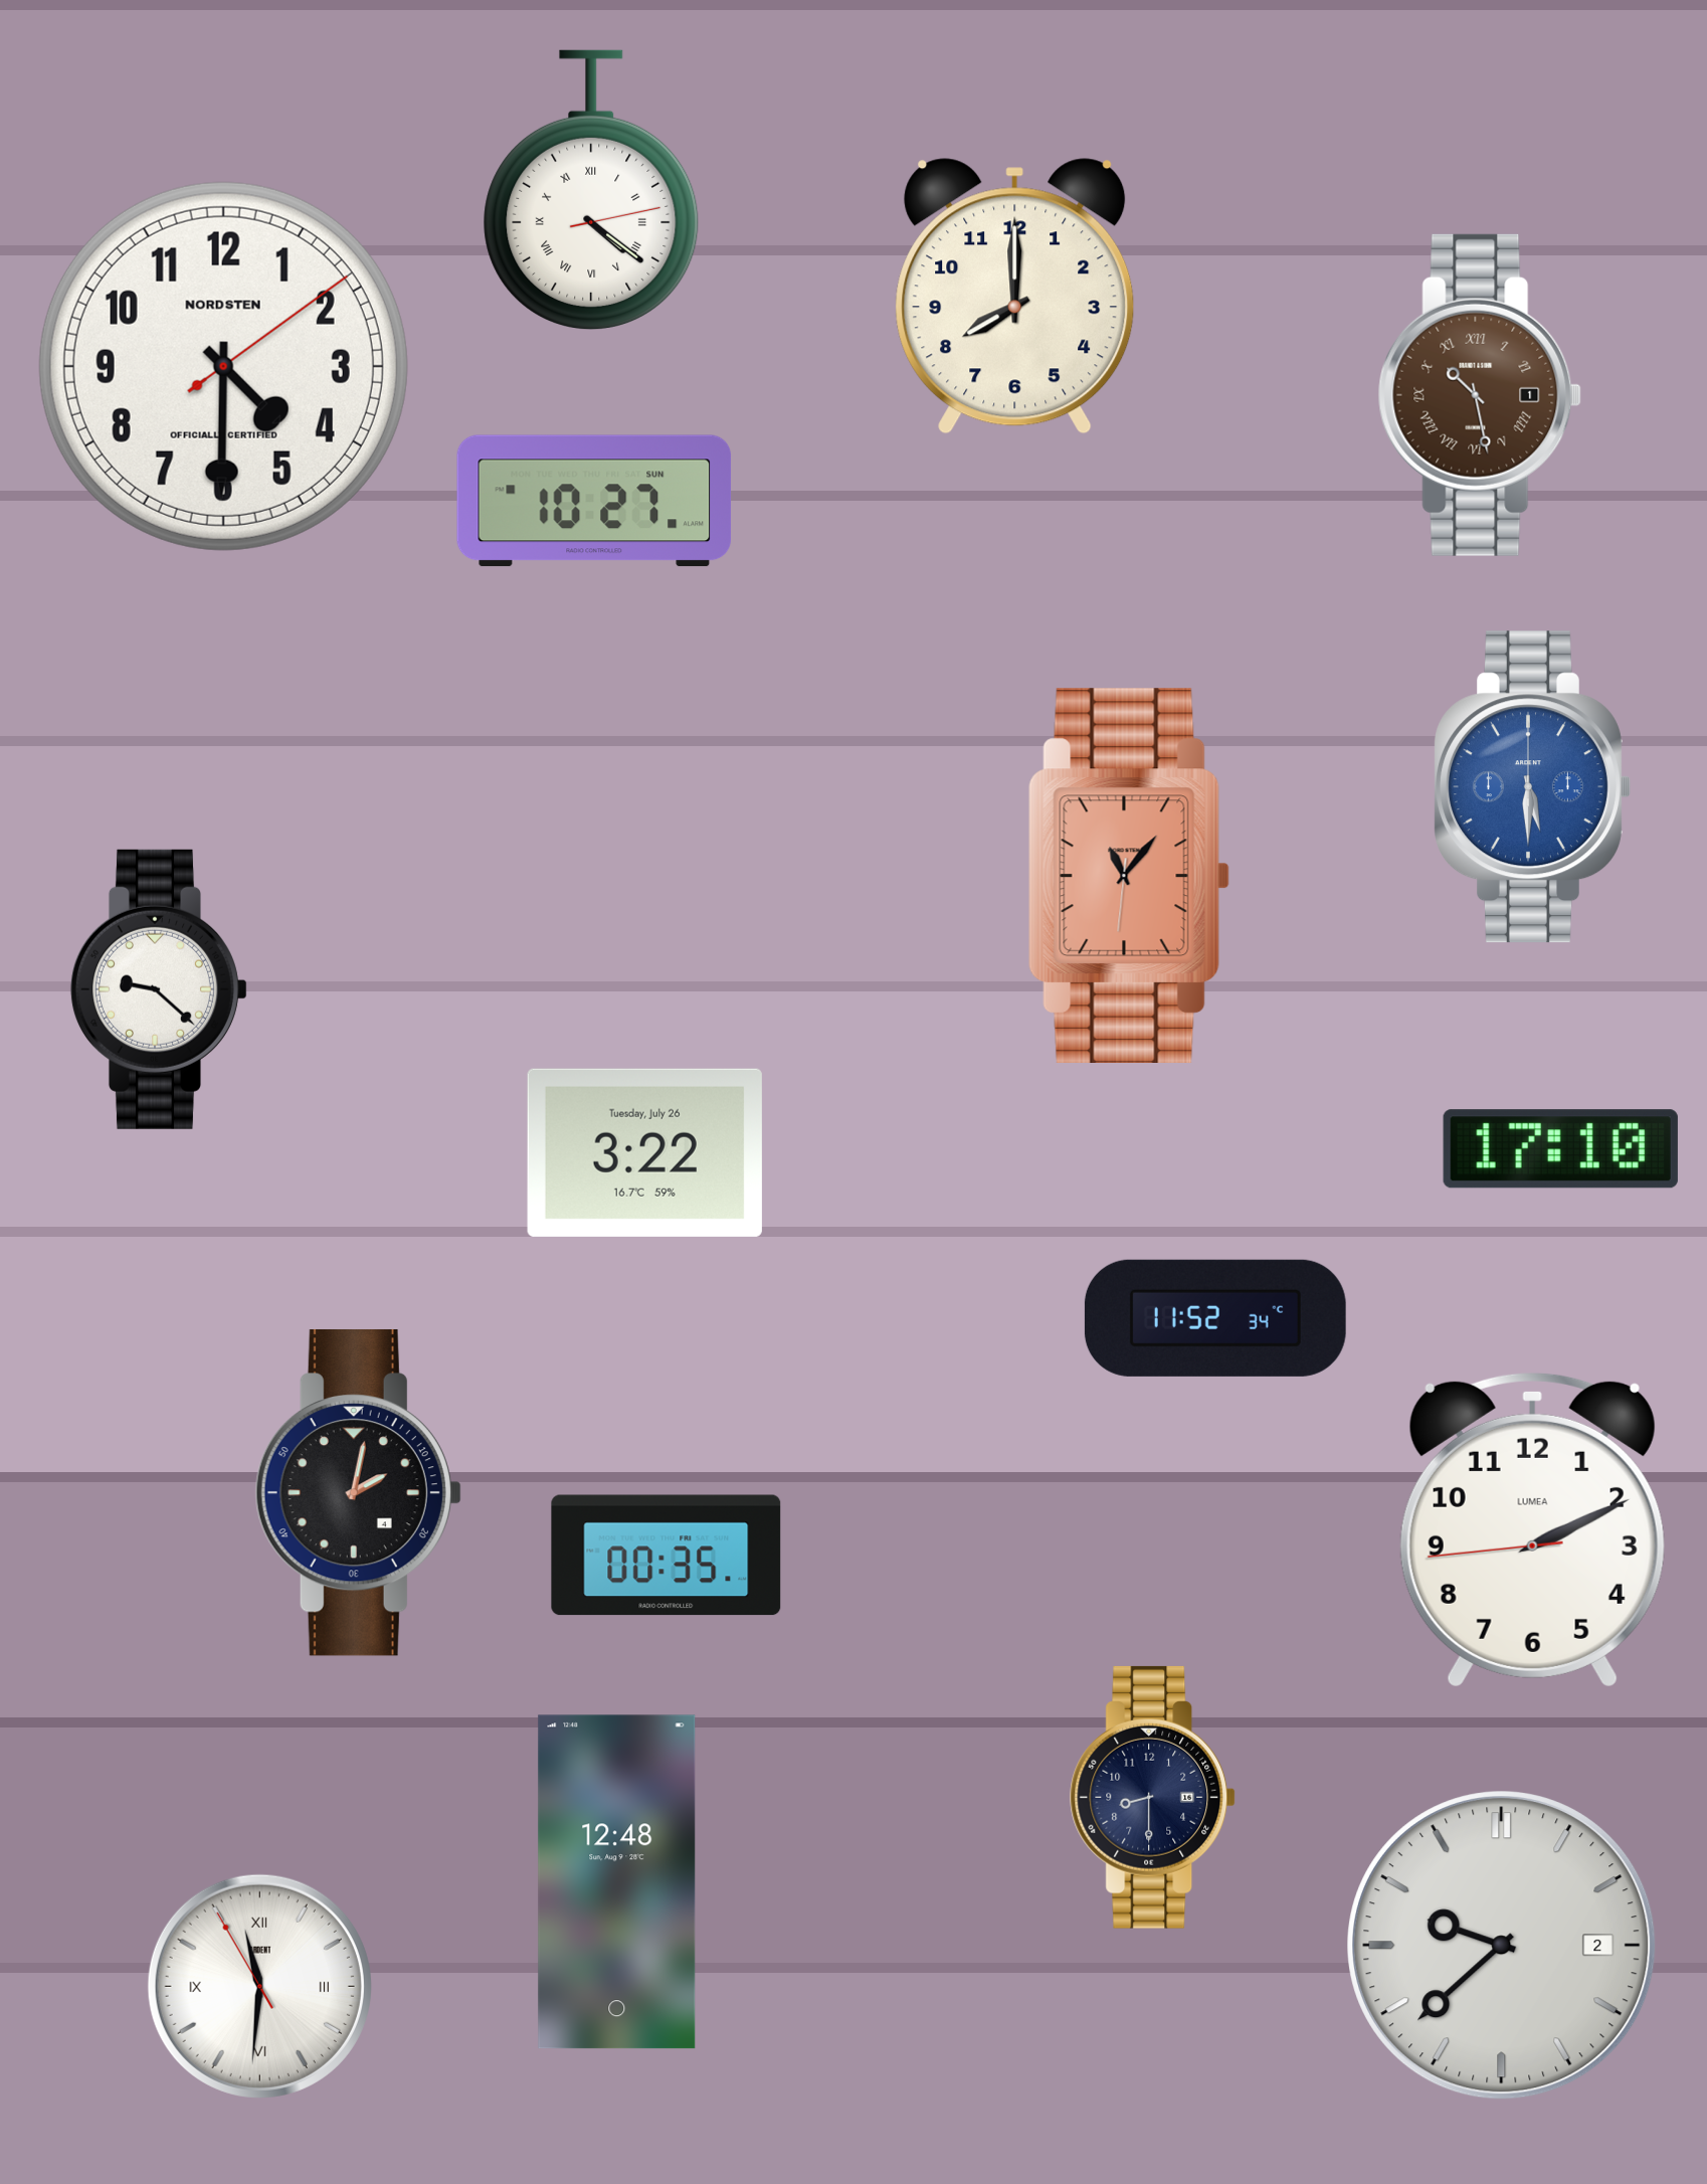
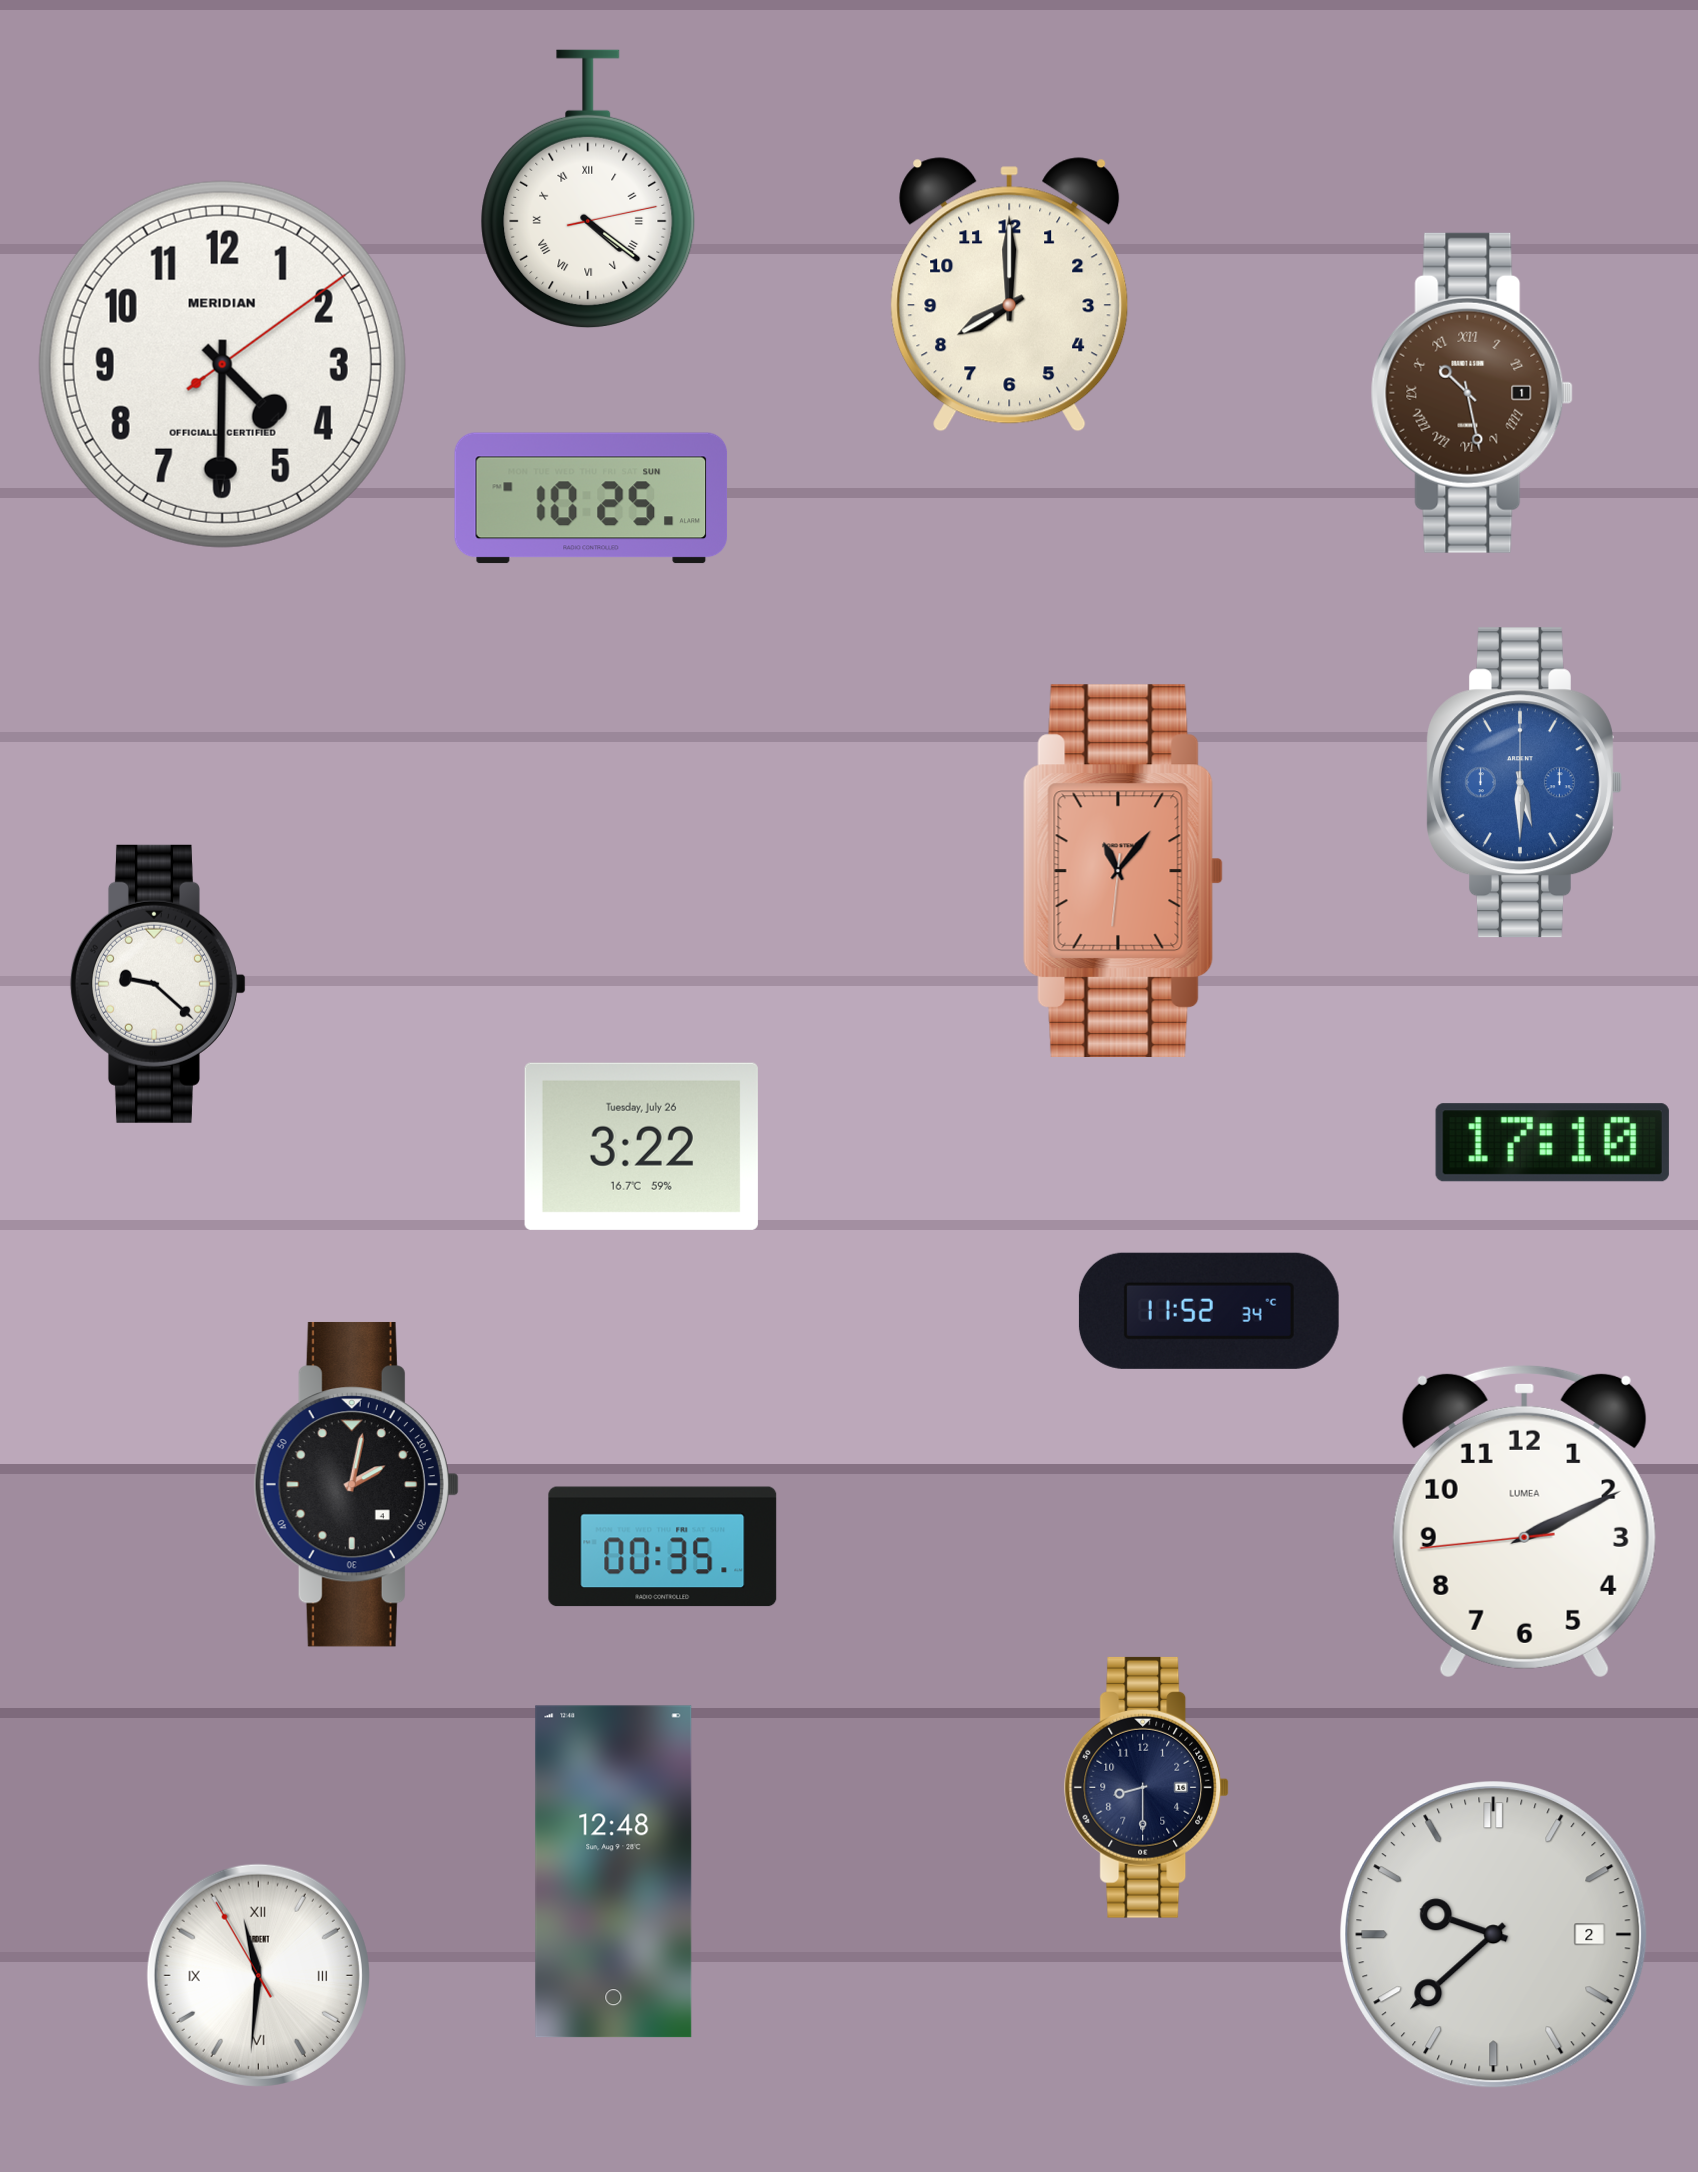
clock at (223, 366) brand: NORDSTEN -> MERIDIAN
clock at (594, 501): 10:27 -> 10:25
